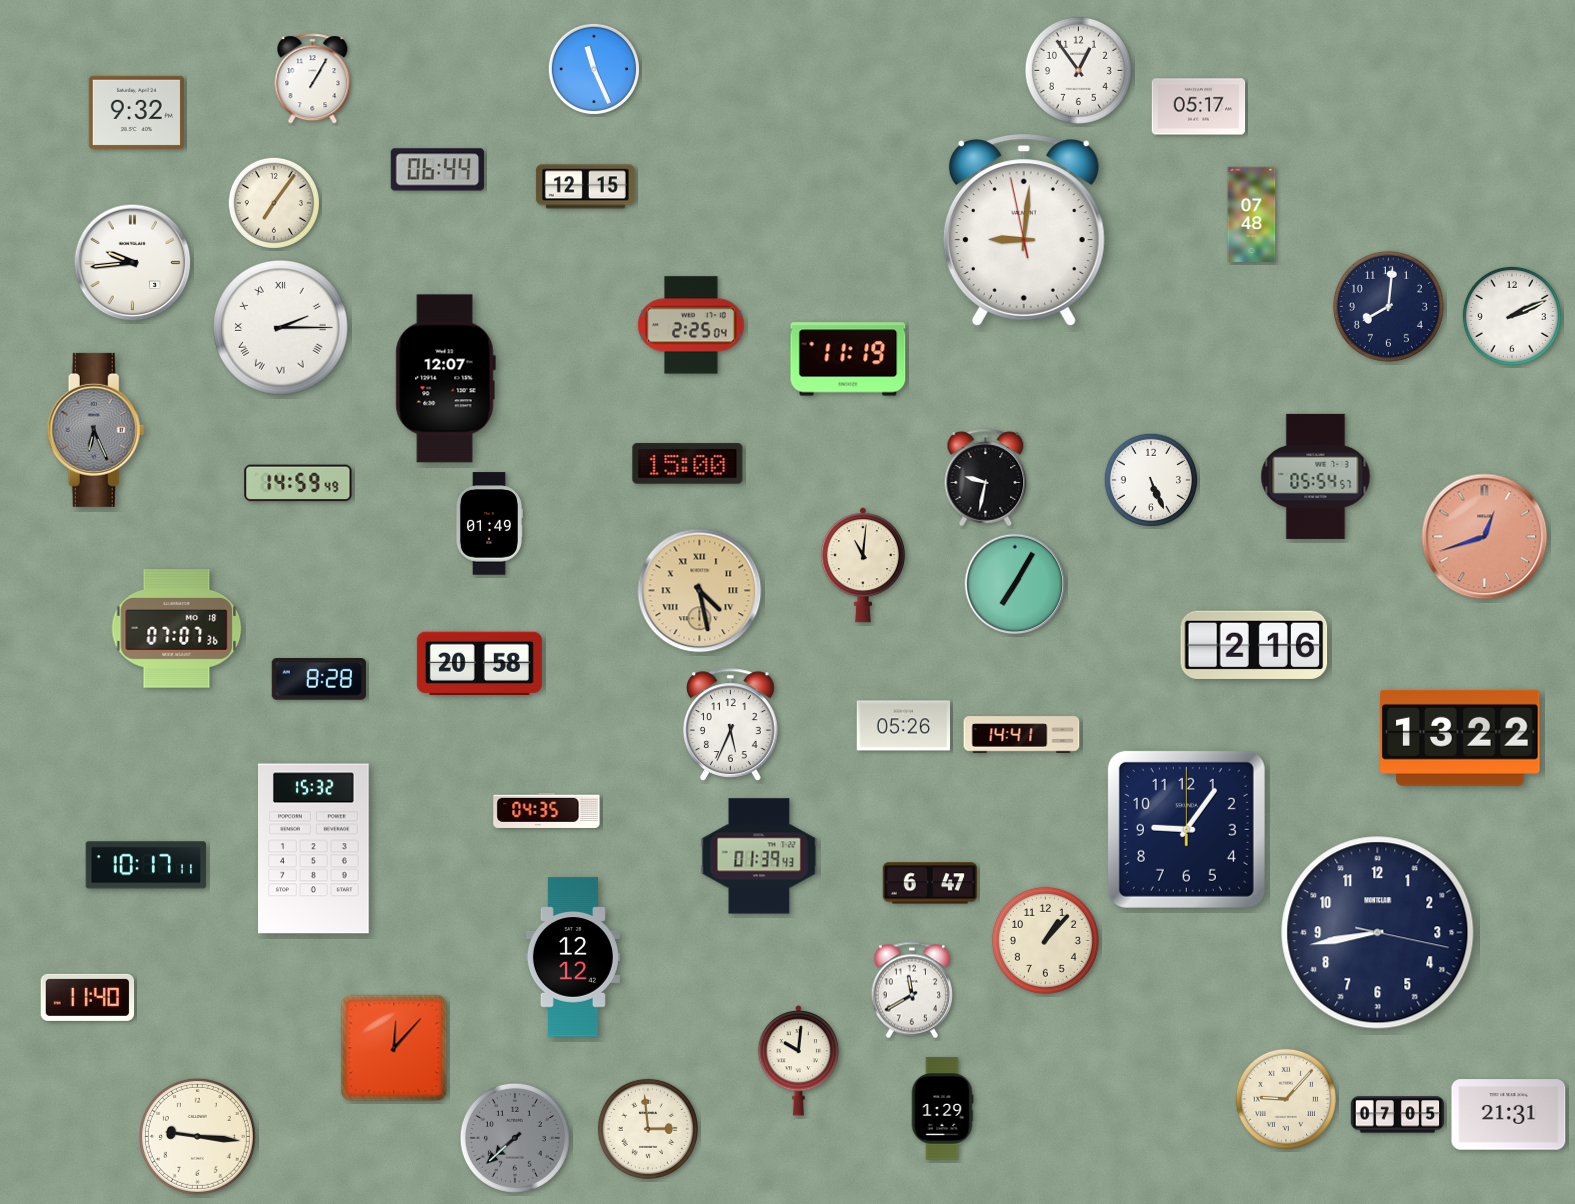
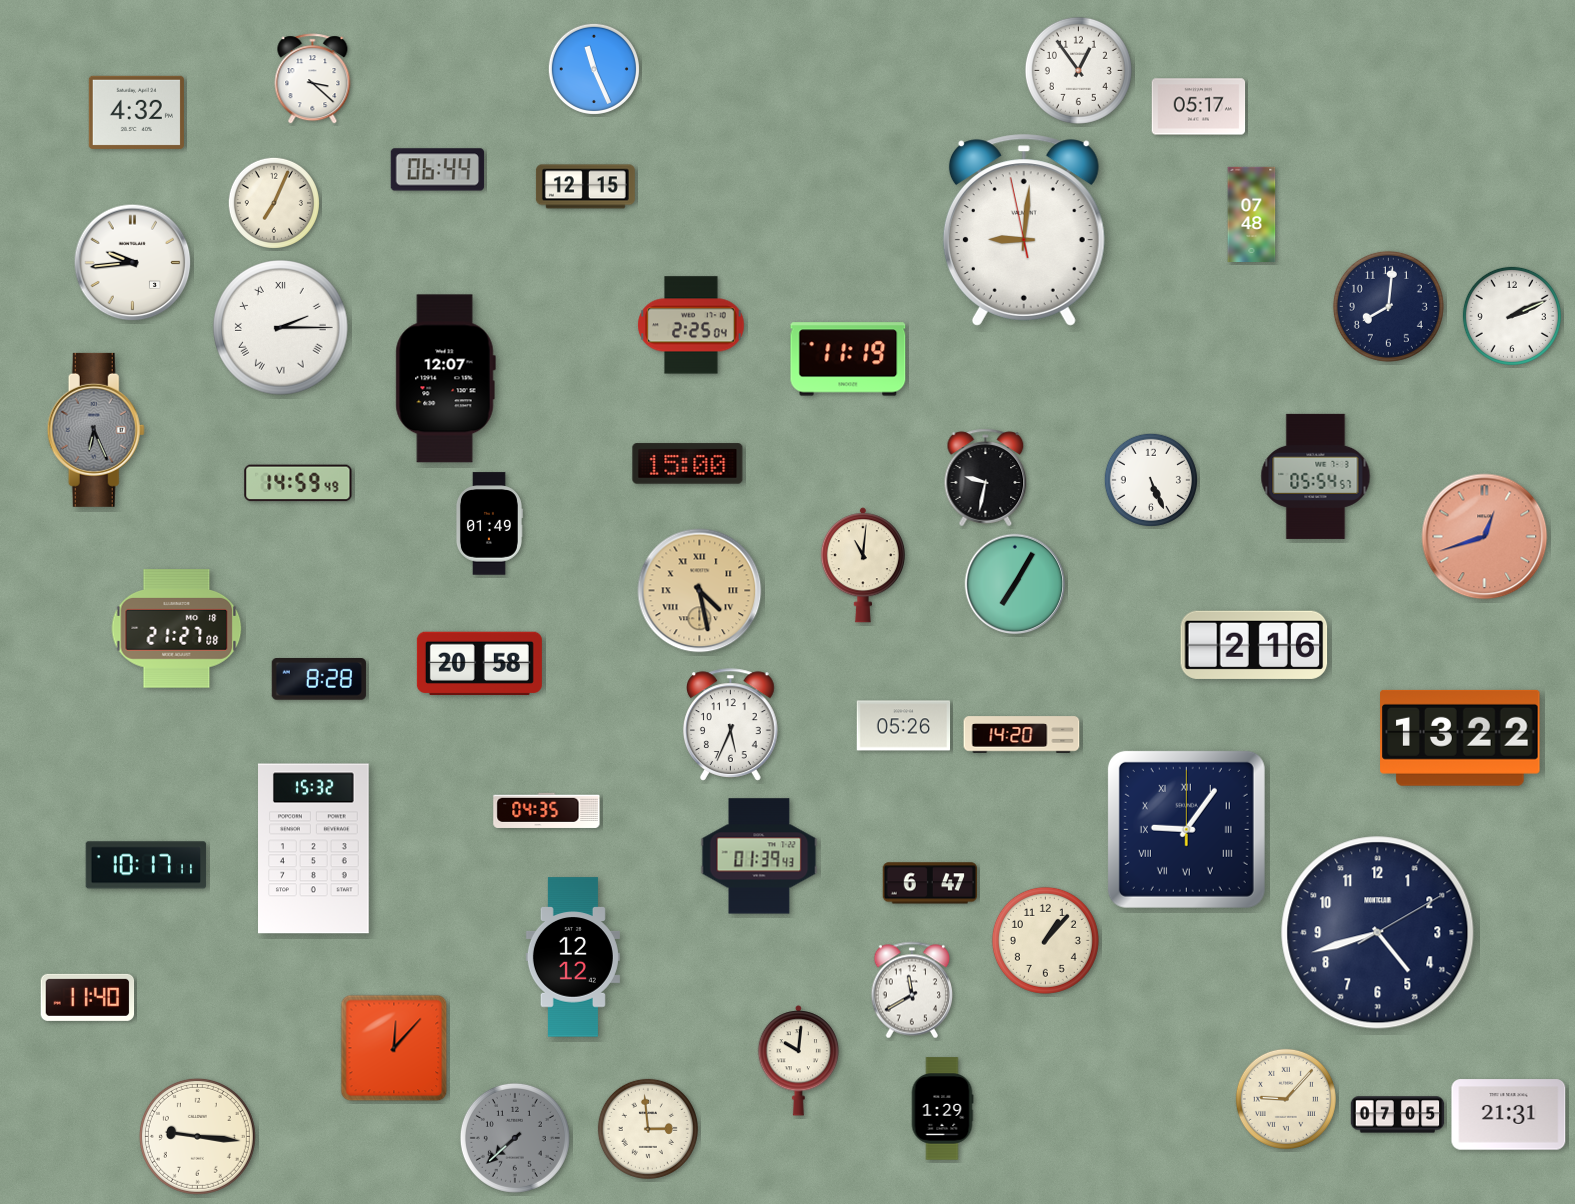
clock at (313, 79): 1:05 -> 3:22
clock at (136, 112): 9:32 -> 4:32
clock at (274, 203): 7:06 -> 7:04
clock at (177, 629): 07:07 -> 21:27
clock at (1022, 735): 14:41 -> 14:20
clock at (1186, 829) numerals: Arabic -> Roman
clock at (1378, 933): 8:43 -> 4:42
